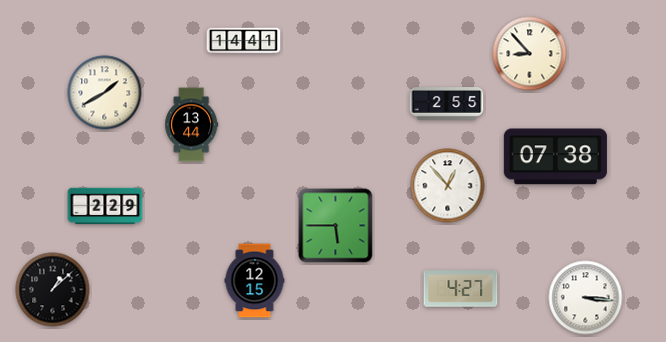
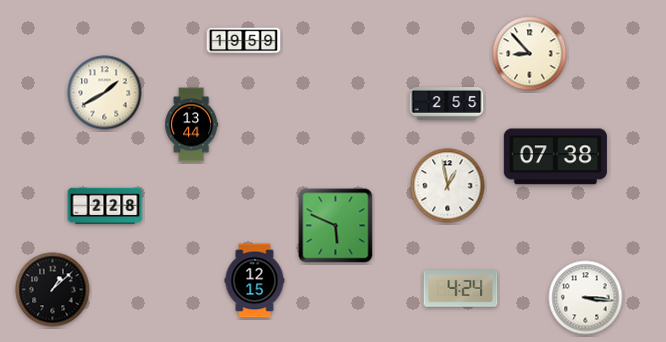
clock at (244, 41): 14:41 -> 19:59
clock at (448, 186): 12:53 -> 12:58
clock at (105, 206): 2:29 -> 2:28
clock at (336, 226): 5:45 -> 5:49
clock at (461, 289): 4:27 -> 4:24
